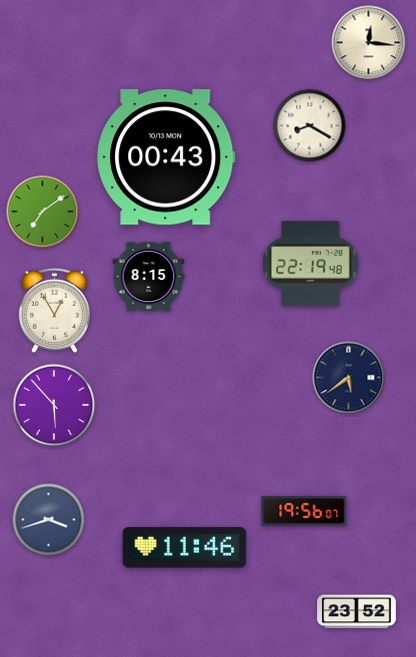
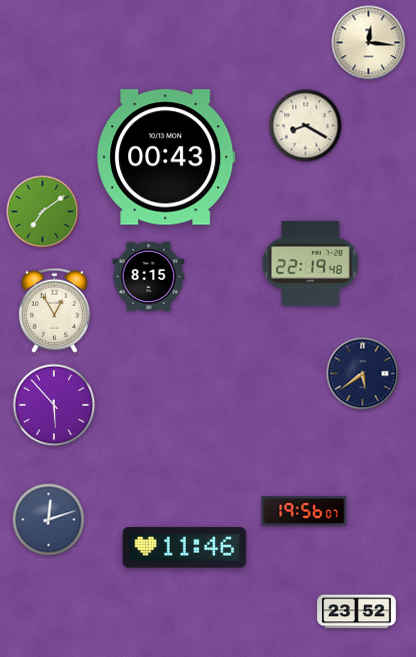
clock at (310, 126) position: (310, 126) -> (306, 126)
clock at (349, 378) position: (349, 378) -> (363, 374)
clock at (49, 520): 3:42 -> 12:12
